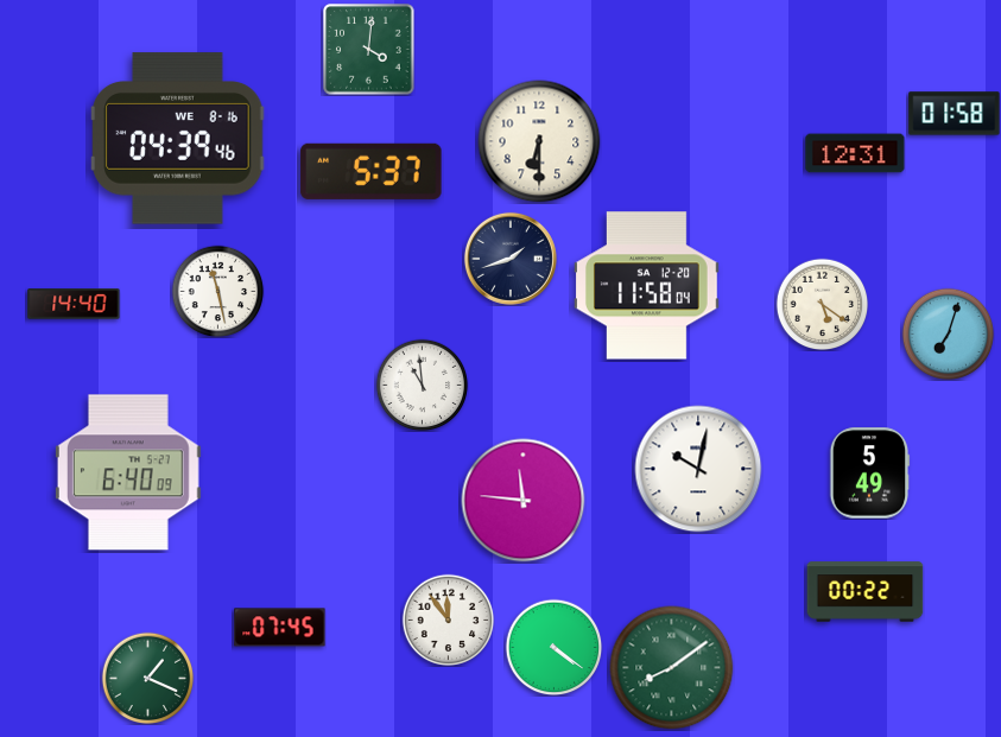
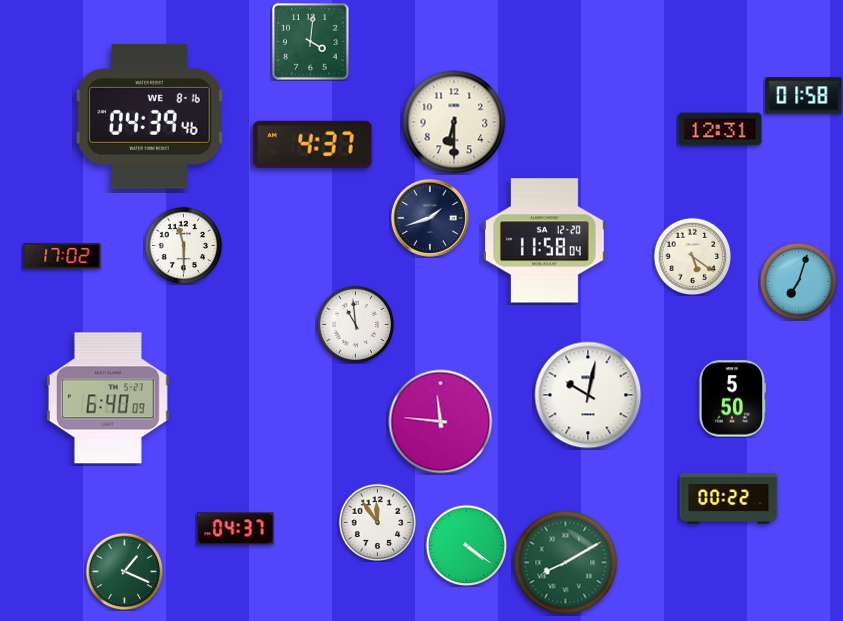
clock at (539, 141) position: (539, 141) -> (454, 122)
clock at (372, 171): 5:37 -> 4:37
clock at (217, 291): 11:28 -> 11:30
clock at (74, 304): 14:40 -> 17:02
clock at (869, 474): 5:49 -> 5:50
clock at (280, 628): 07:45 -> 04:37
clock at (672, 668): 8:09 -> 8:10
